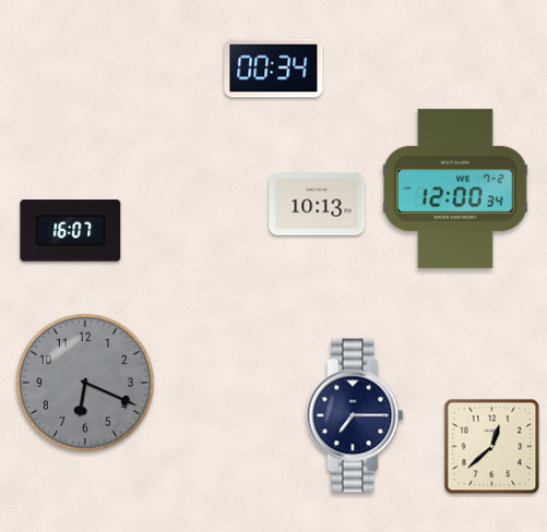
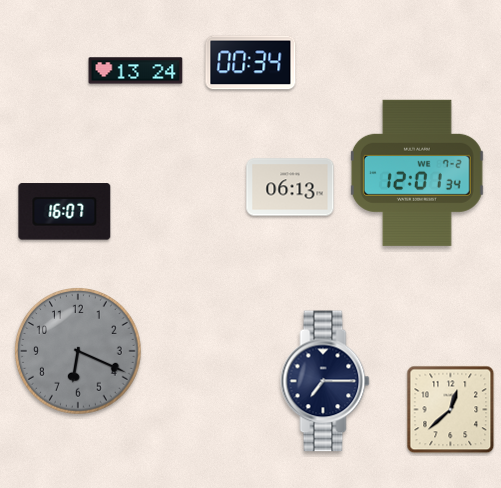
clock at (136, 71): none -> 13:24
clock at (455, 189): 12:00 -> 12:01
clock at (317, 204): 10:13 -> 06:13
